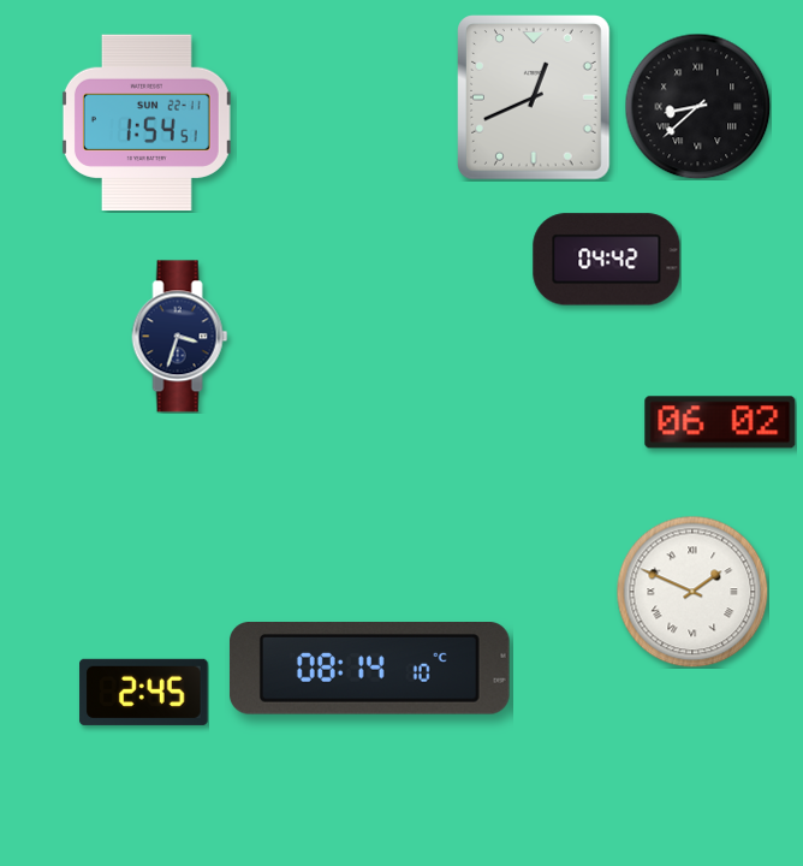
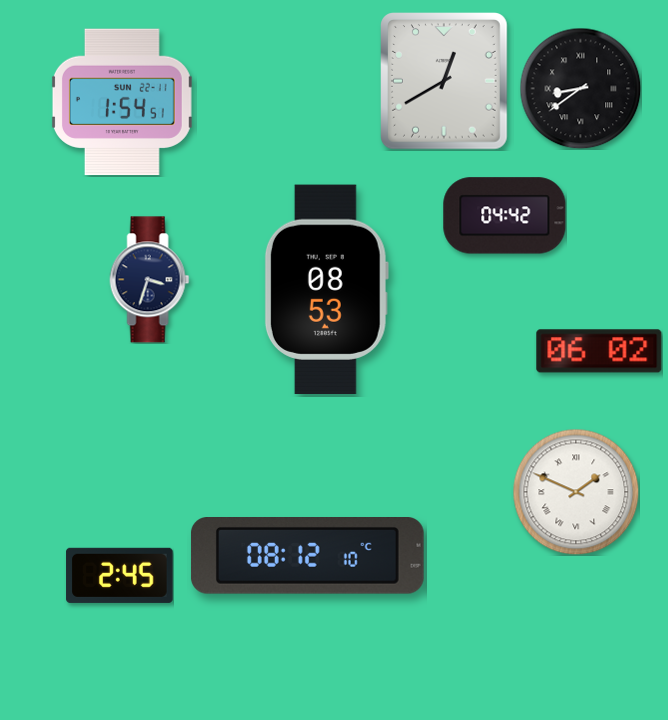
clock at (535, 97): 12:41 -> 12:40
clock at (697, 106): 8:38 -> 8:39
clock at (326, 289): none -> 08:53
clock at (369, 669): 08:14 -> 08:12
